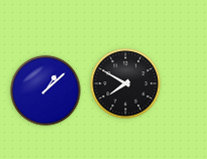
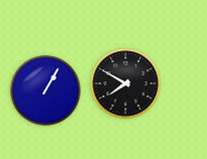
clock at (46, 91): 1:08 -> 1:05
